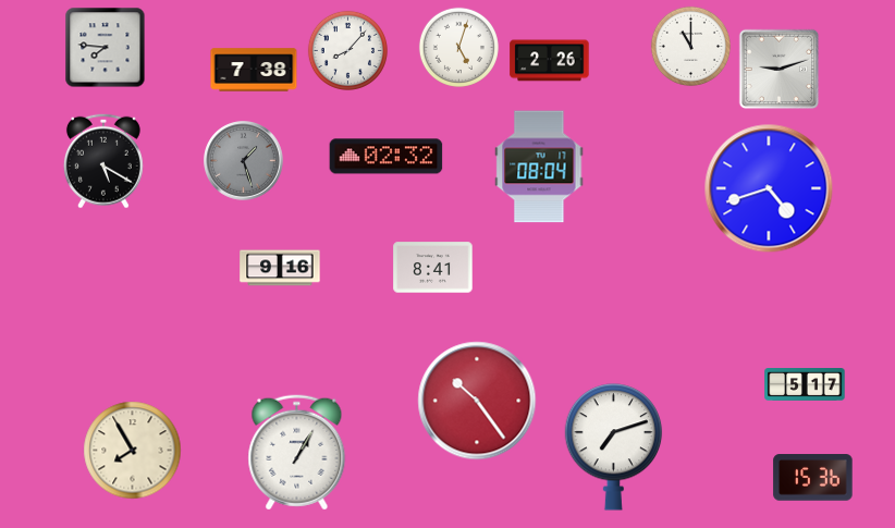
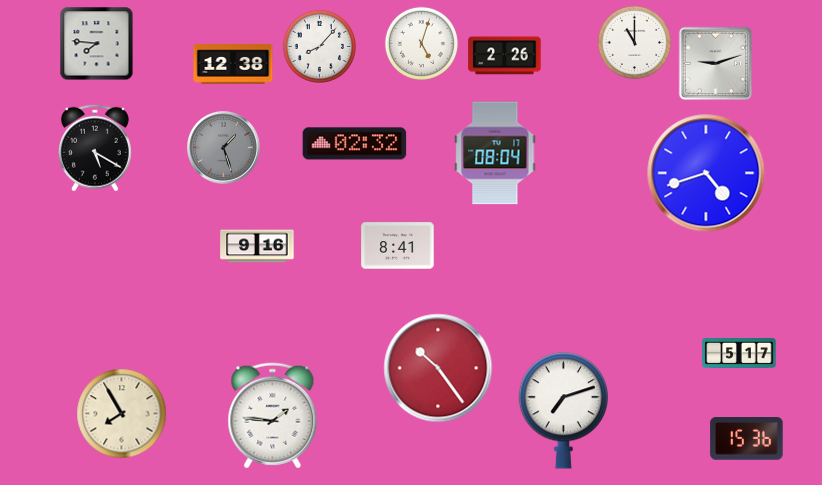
clock at (254, 70): 7:38 -> 12:38
clock at (297, 453): 1:05 -> 1:46
